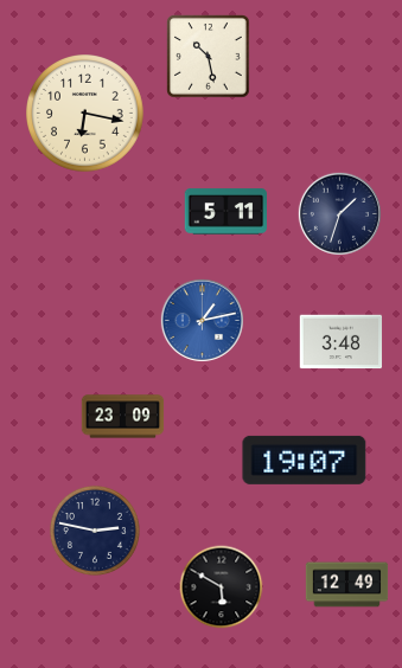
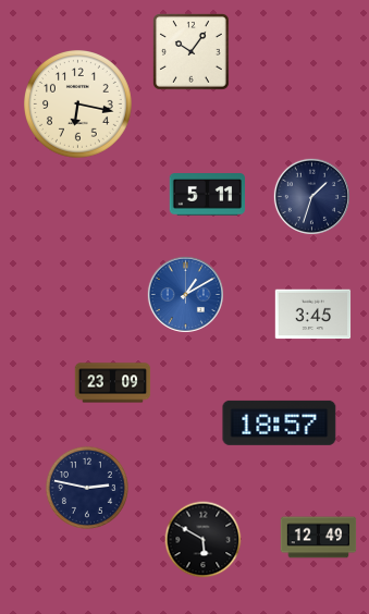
clock at (209, 57): 10:28 -> 10:06
clock at (202, 320): 1:13 -> 1:10
clock at (342, 342): 3:48 -> 3:45
clock at (305, 460): 19:07 -> 18:57
